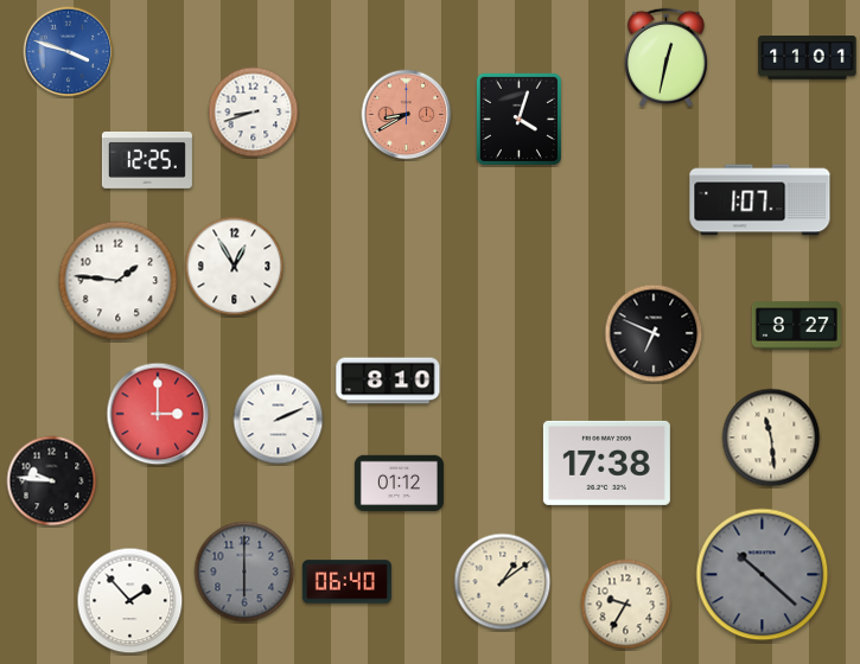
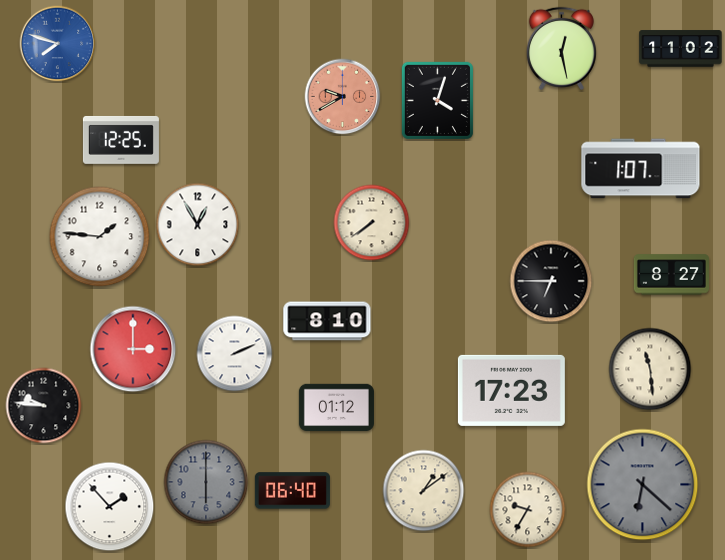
clock at (69, 52): 3:48 -> 7:48
clock at (665, 57): 12:32 -> 12:28
clock at (808, 58): 11:01 -> 11:02
clock at (254, 113): 8:42 -> none
clock at (407, 115): 8:40 -> 9:40
clock at (147, 160) position: (147, 160) -> (121, 140)
clock at (372, 223): none -> 7:39
clock at (654, 333): 6:49 -> 6:45
clock at (606, 462): 17:38 -> 17:23
clock at (763, 575): 10:22 -> 6:22
